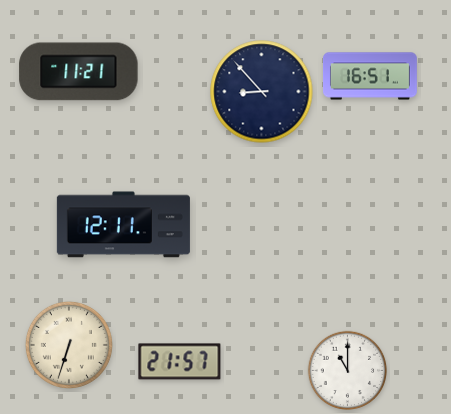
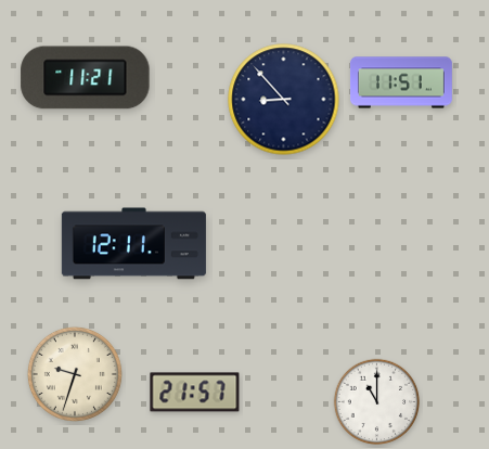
clock at (370, 76): 16:51 -> 11:51
clock at (69, 345): 6:33 -> 9:33
